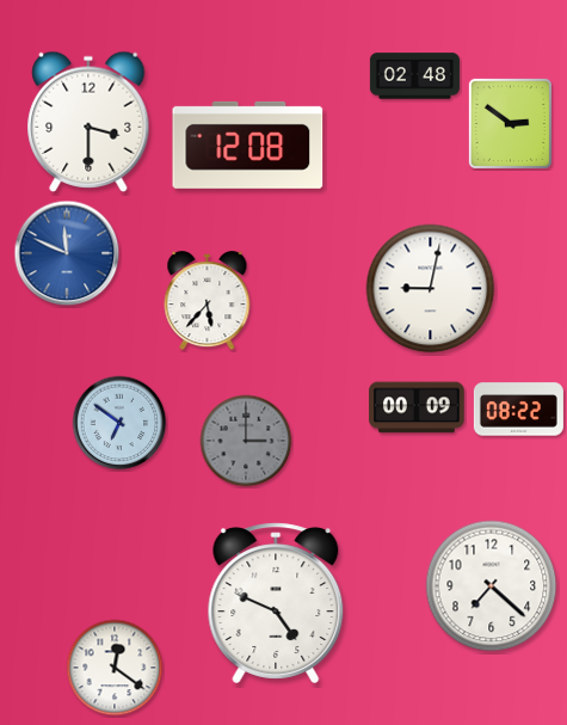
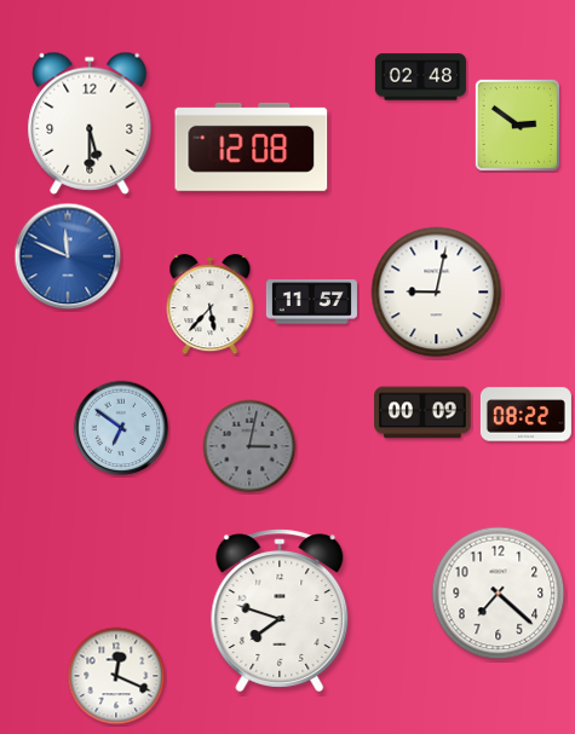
clock at (88, 122): 3:30 -> 5:30
clock at (311, 302): none -> 11:57
clock at (246, 441): 3:00 -> 3:02
clock at (276, 603): 4:49 -> 7:48
clock at (115, 668): 12:21 -> 12:19
